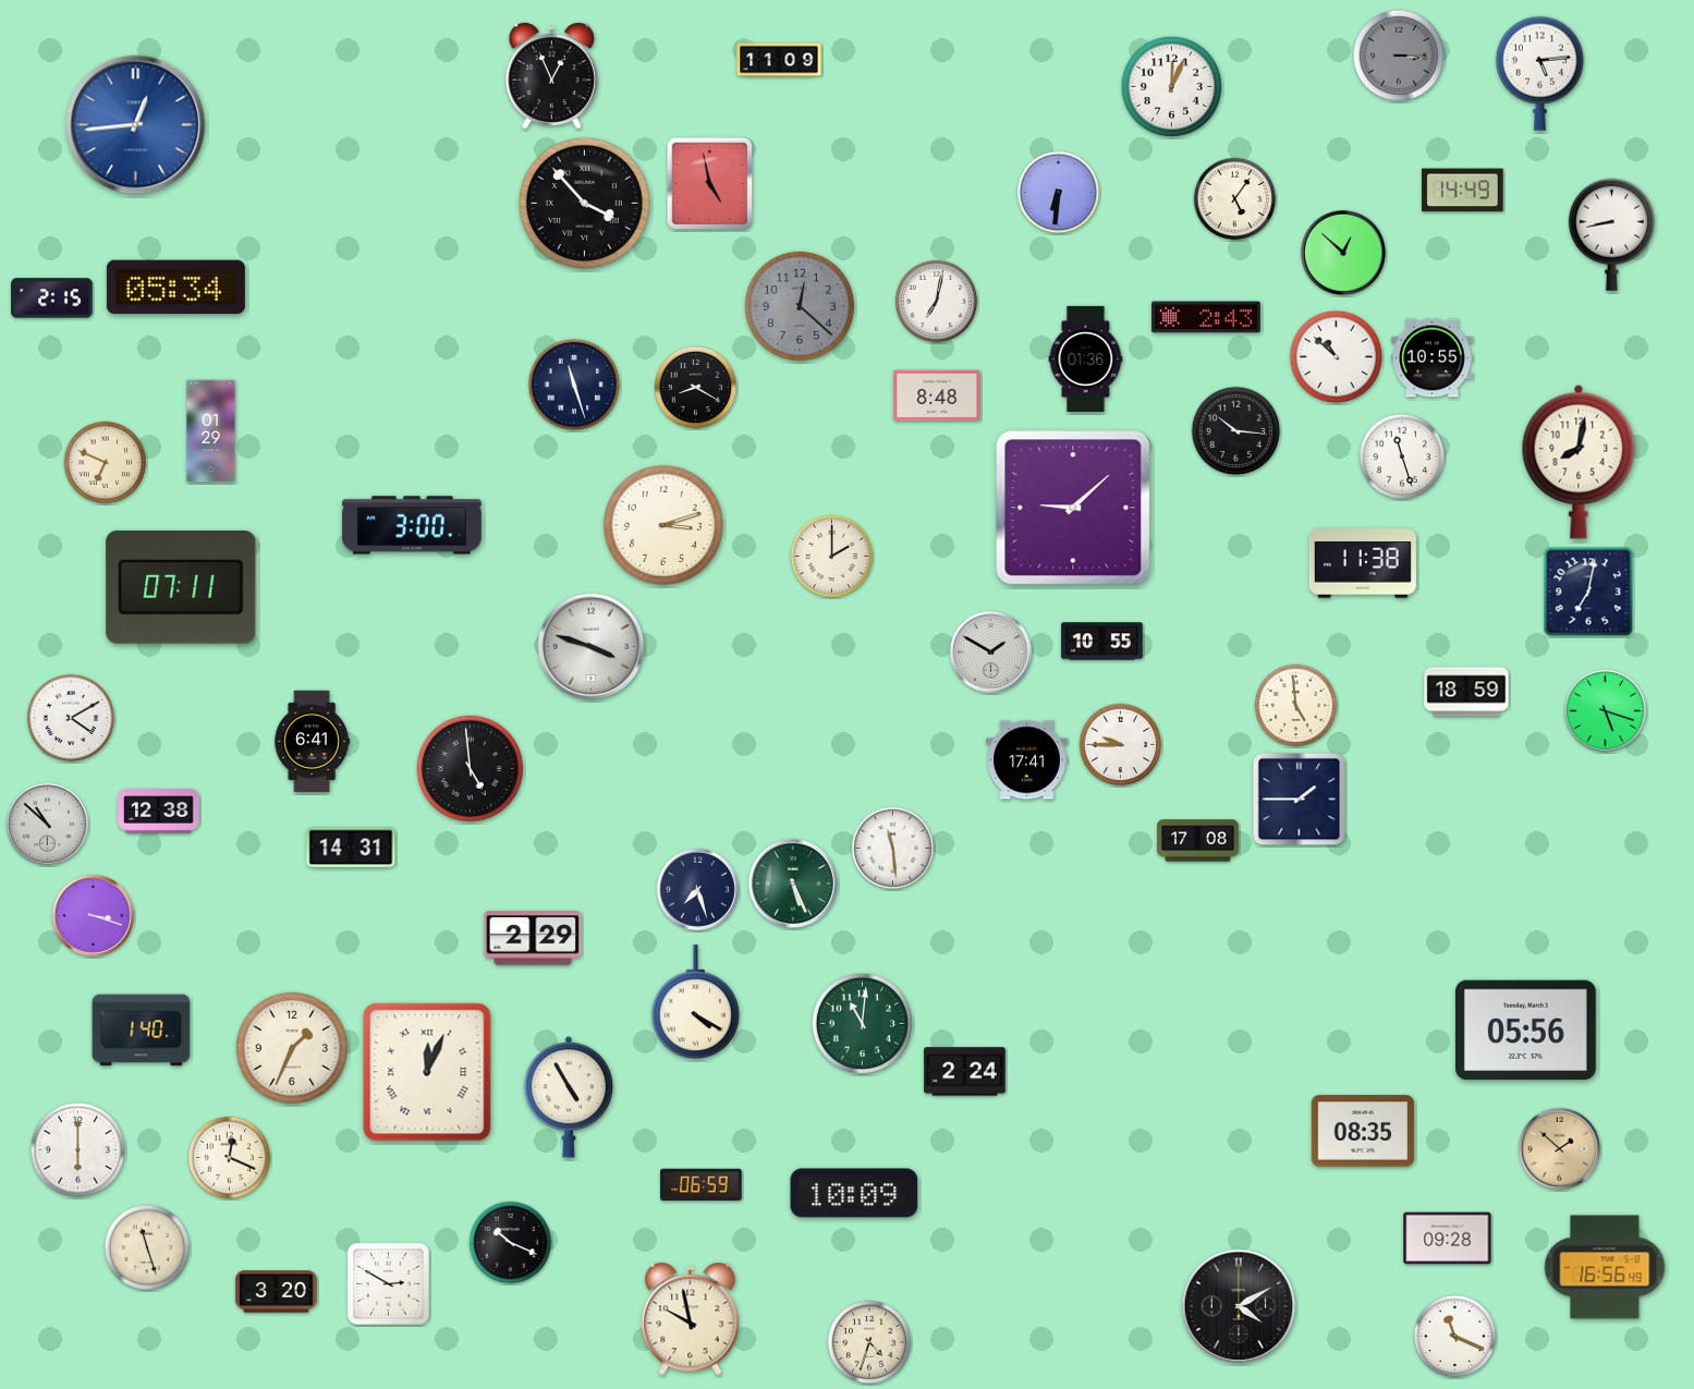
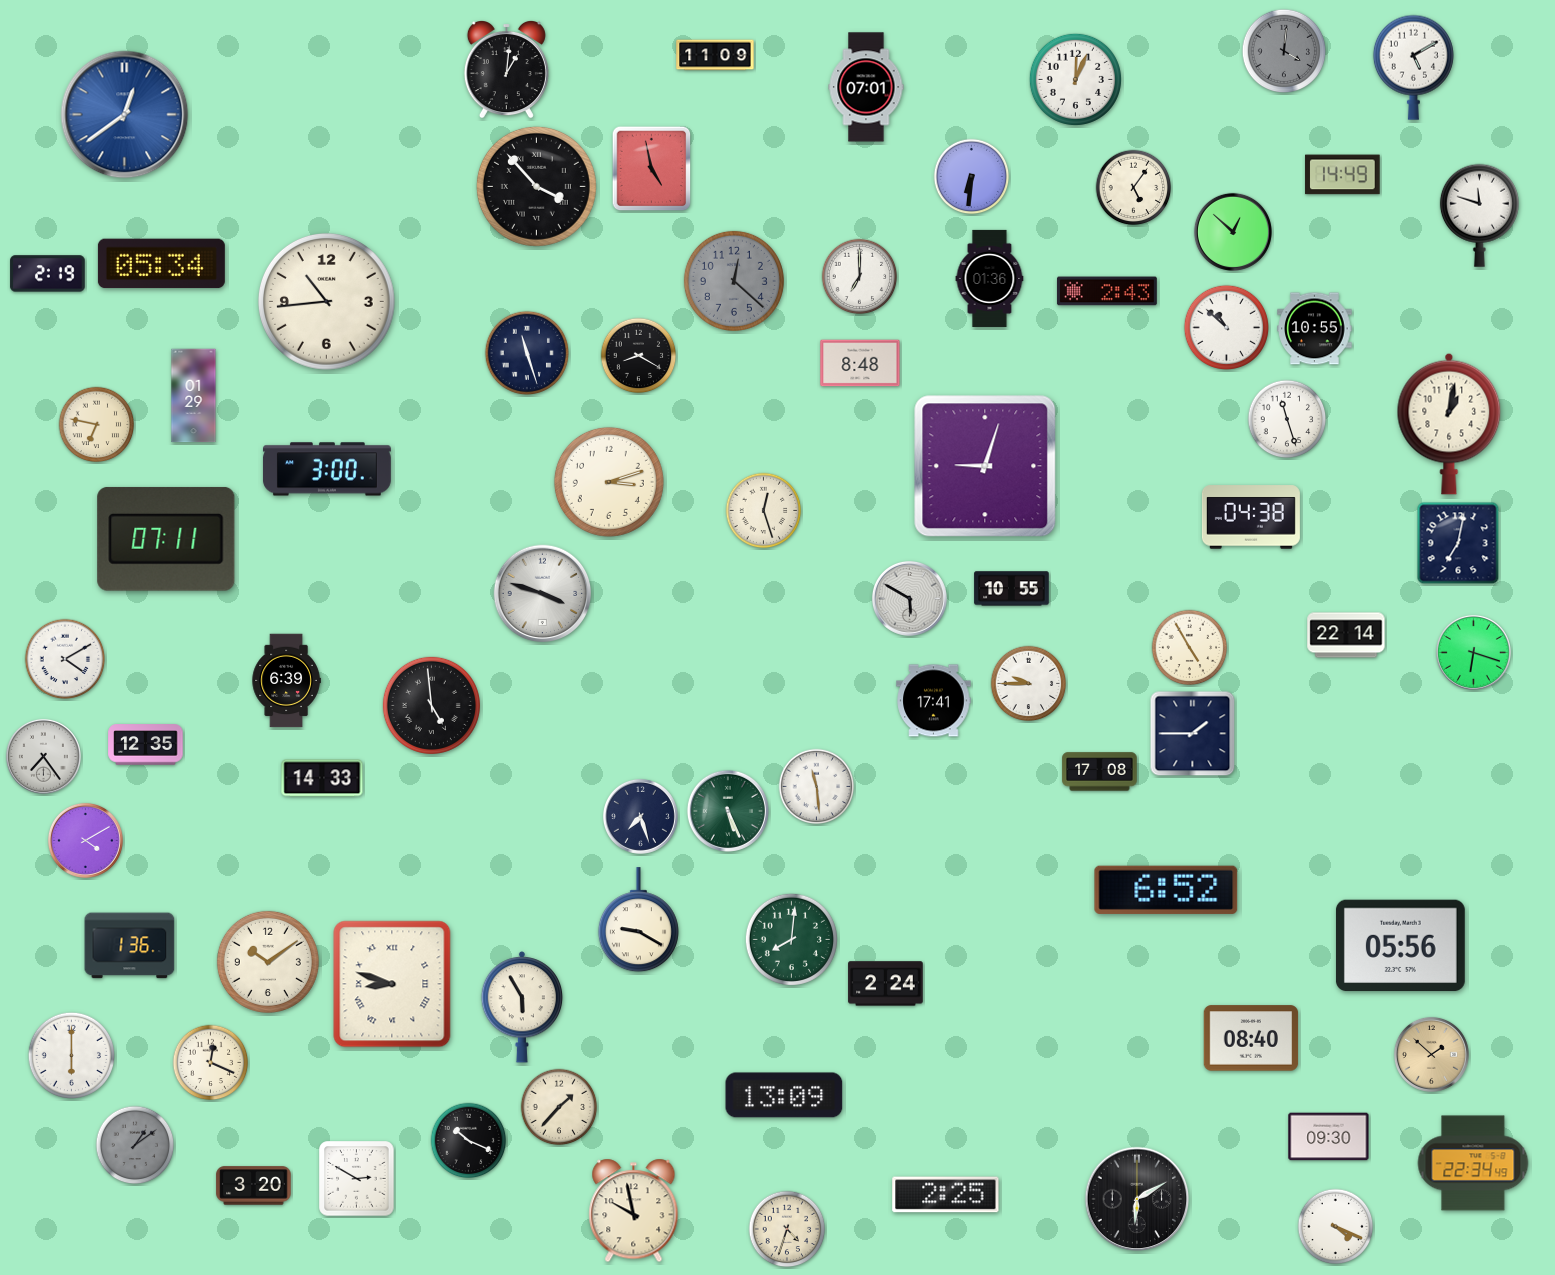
clock at (1399, 56): 3:15 -> 4:01
clock at (1539, 73): 5:14 -> 5:10
clock at (551, 76): 12:56 -> 1:01
clock at (866, 87): none -> 07:01
clock at (136, 125): 12:44 -> 12:39
clock at (1235, 199) position: (1235, 199) -> (1134, 188)
clock at (1611, 234): 8:43 -> 11:48
clock at (52, 298): 2:15 -> 2:19
clock at (937, 302): 7:02 -> 7:00
clock at (326, 302): none -> 10:44
clock at (1086, 358) position: (1086, 358) -> (990, 278)
clock at (1236, 431): 10:16 -> none
clock at (1579, 462): 8:02 -> 1:02
clock at (106, 463): 6:49 -> 6:47
clock at (1073, 508): 9:08 -> 9:03
clock at (412, 525) position: (412, 525) -> (327, 469)
clock at (832, 557): 2:00 -> 12:27
clock at (1363, 563): 11:38 -> 04:38
clock at (990, 651): 1:50 -> 5:50
clock at (1466, 692): 18:59 -> 22:14
clock at (1296, 706): 4:59 -> 4:55
clock at (1605, 710): 5:18 -> 6:18
clock at (312, 742): 6:41 -> 6:39
clock at (1027, 760) position: (1027, 760) -> (934, 701)
clock at (159, 812): 12:38 -> 12:35
clock at (47, 824): 10:52 -> 7:24
clock at (351, 848): 14:31 -> 14:33
clock at (893, 849) position: (893, 849) -> (817, 787)
clock at (93, 915): 3:18 -> 4:10
clock at (533, 938): 2:29 -> none
clock at (1166, 890): none -> 6:52
clock at (695, 1002): 4:20 -> 9:20
clock at (862, 1023): 11:01 -> 8:01
clock at (142, 1031): 1:40 -> 1:36
clock at (292, 1048): 1:34 -> 10:09
clock at (427, 1072): 12:04 -> 8:48
clock at (569, 1097): 4:55 -> 5:55
clock at (1363, 1131): 08:35 -> 08:40
clock at (702, 1184): 06:59 -> none
clock at (854, 1193): 10:09 -> 13:09
clock at (559, 1107): none -> 1:37
clock at (1448, 1239): 09:28 -> 09:30
clock at (147, 1247): 11:27 -> 1:09
clock at (147, 1247) dial: cream -> grey
clock at (1605, 1267): 16:56 -> 22:34
clock at (946, 1195): none -> 2:25
clock at (1239, 1306): 4:10 -> 6:10
clock at (1455, 1337): 11:19 -> 4:19
clock at (869, 1342) position: (869, 1342) -> (787, 1229)
